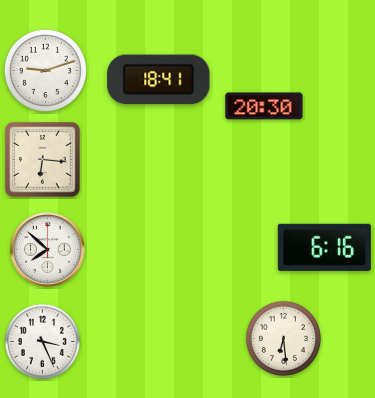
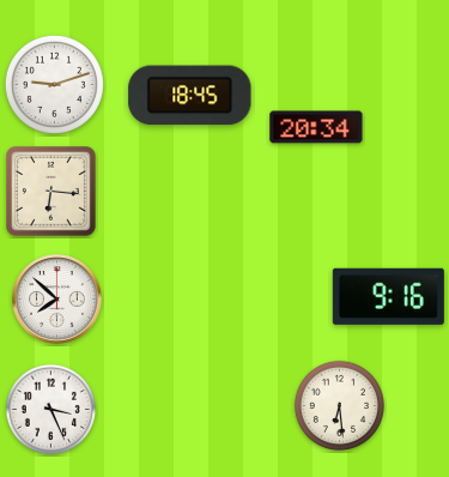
clock at (159, 80): 18:41 -> 18:45
clock at (264, 106): 20:30 -> 20:34
clock at (324, 247): 6:16 -> 9:16
